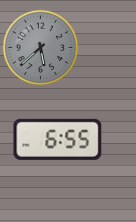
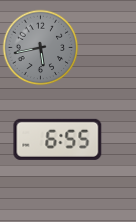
clock at (41, 48): 5:38 -> 5:43
